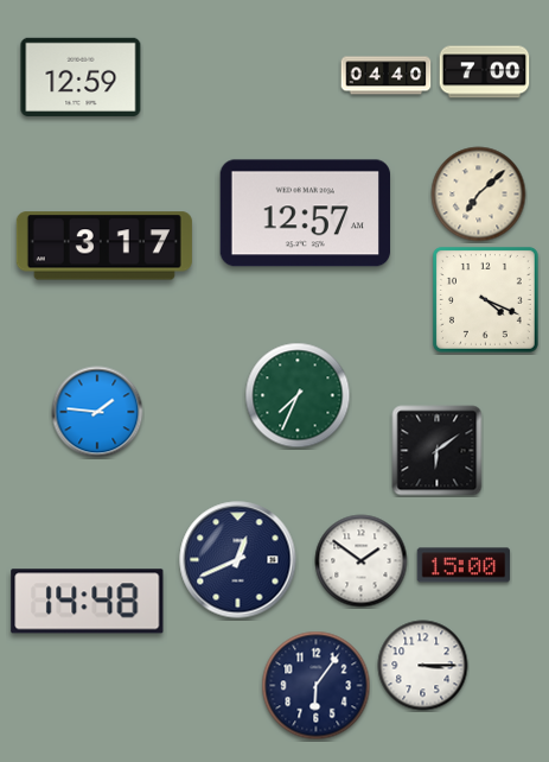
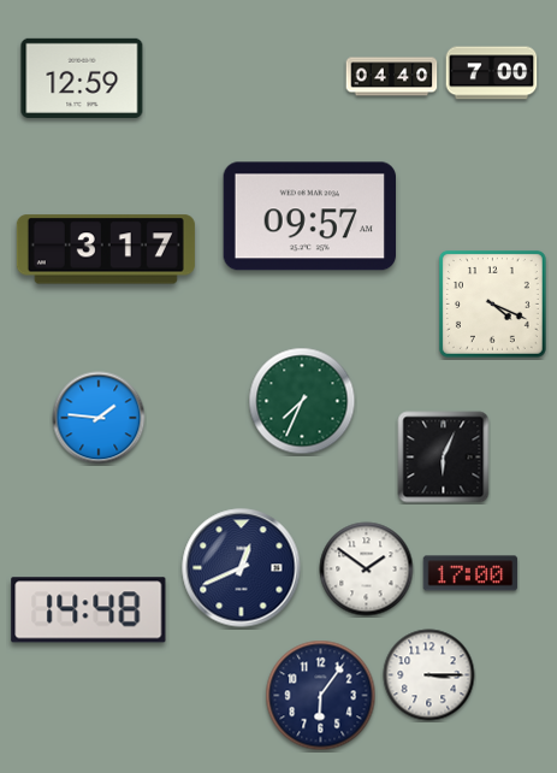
clock at (479, 195): 7:08 -> none
clock at (305, 214): 12:57 -> 09:57
clock at (438, 451): 6:09 -> 6:04
clock at (464, 565): 15:00 -> 17:00
